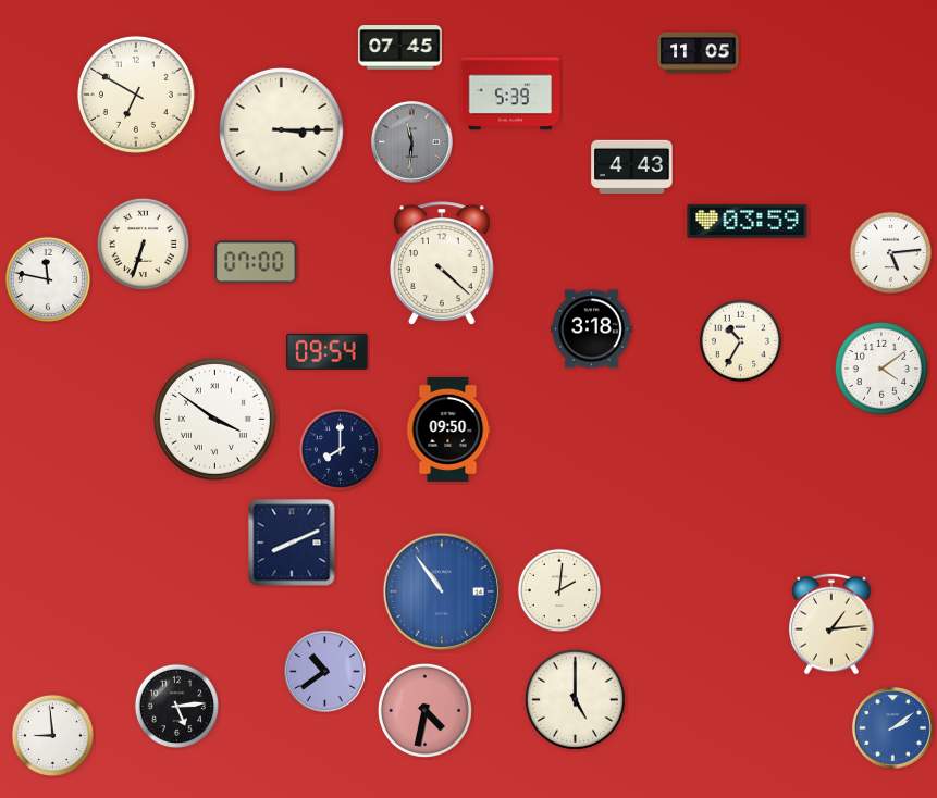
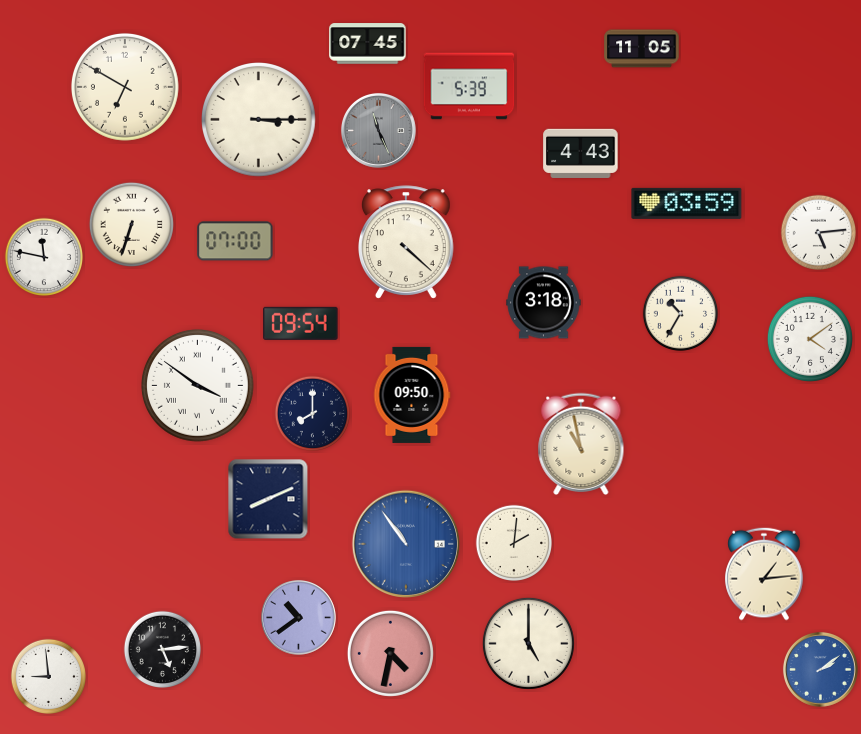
clock at (411, 141): 11:31 -> 11:26
clock at (581, 443): none -> 10:58
